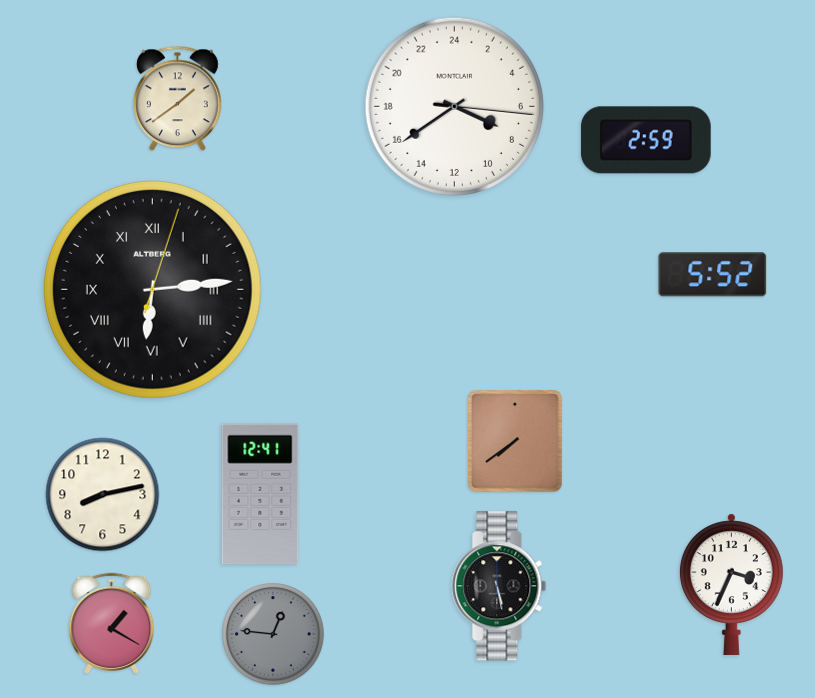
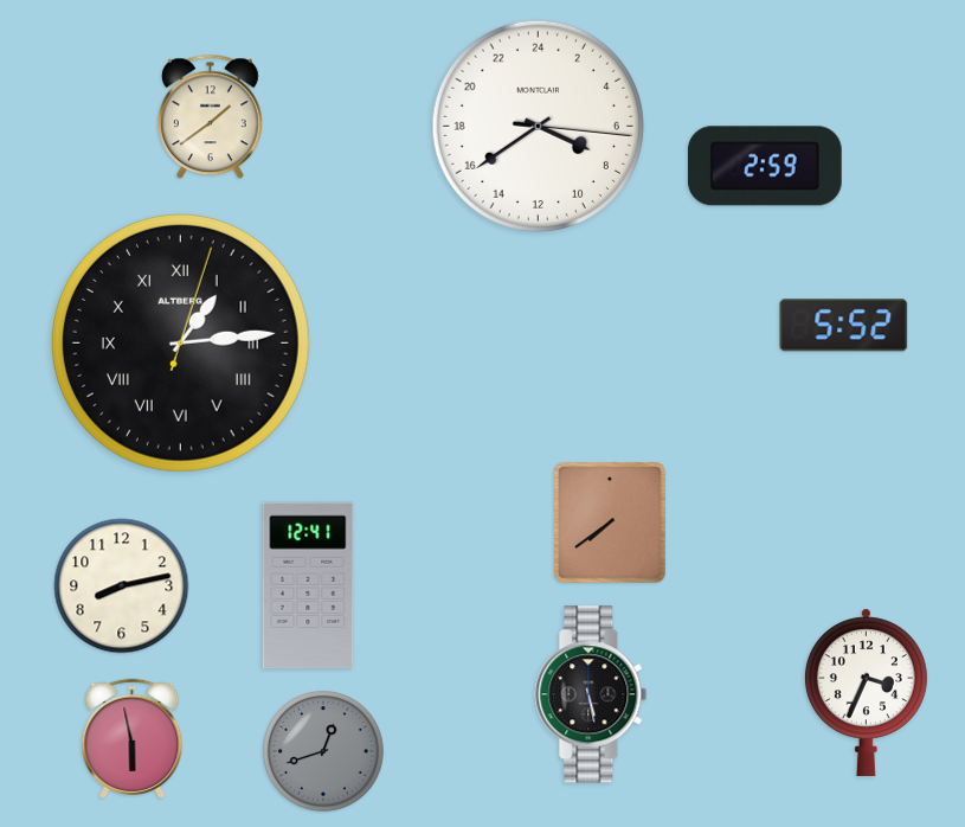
clock at (152, 289): 6:14 -> 1:14
clock at (112, 623): 1:20 -> 5:58
clock at (274, 635): 12:46 -> 12:42
